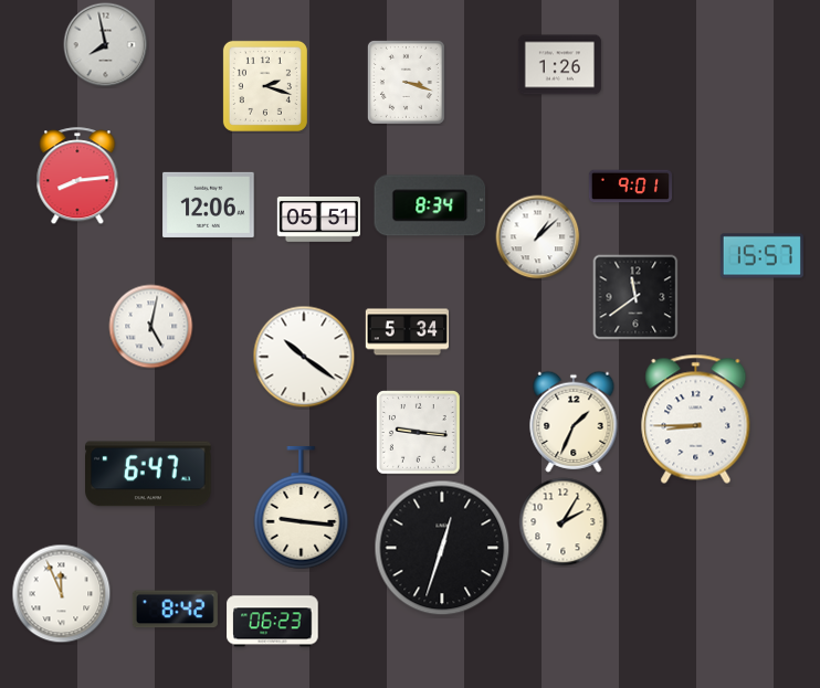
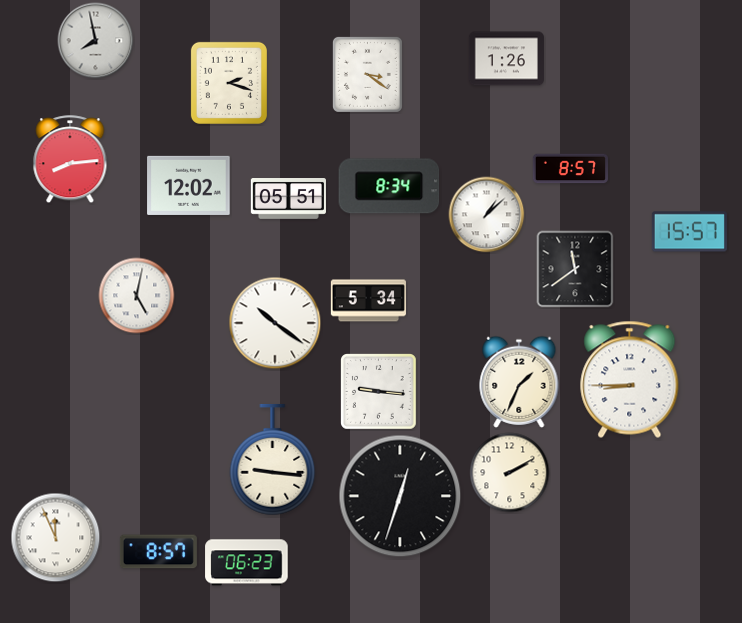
clock at (406, 82): 3:18 -> 3:21
clock at (265, 86) position: (265, 86) -> (229, 83)
clock at (630, 187): 9:01 -> 8:57
clock at (209, 204): 12:06 -> 12:02
clock at (148, 474): 6:47 -> none
clock at (564, 522): 2:05 -> 2:10
clock at (175, 610): 8:42 -> 8:57
